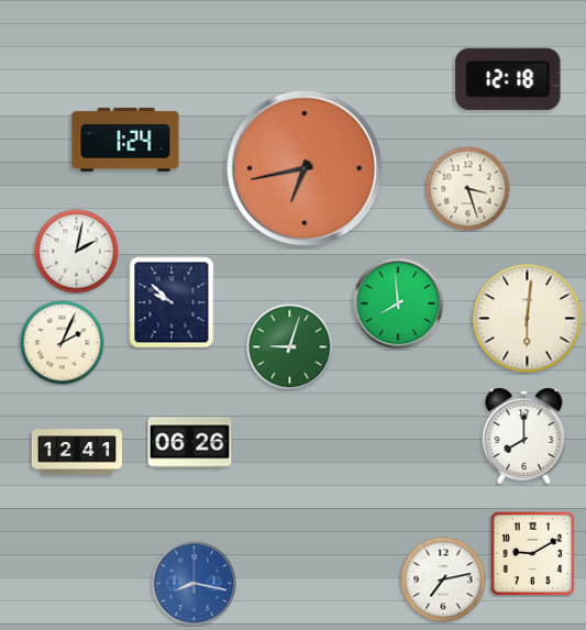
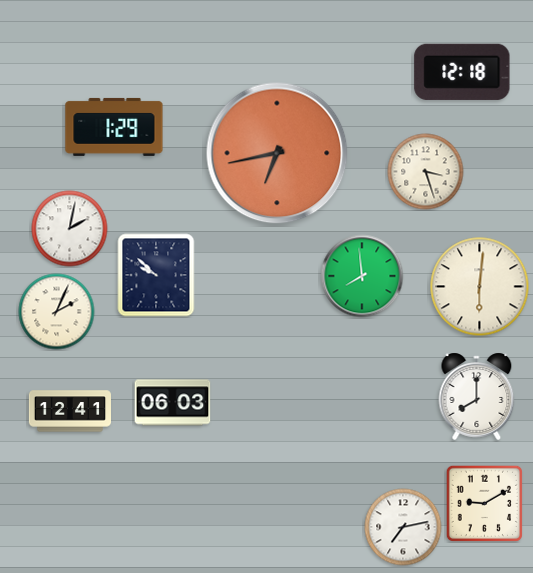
clock at (125, 140): 1:24 -> 1:29
clock at (528, 319) position: (528, 319) -> (480, 287)
clock at (290, 347): 9:03 -> none
clock at (190, 443): 06:26 -> 06:03
clock at (195, 584): 8:17 -> none
